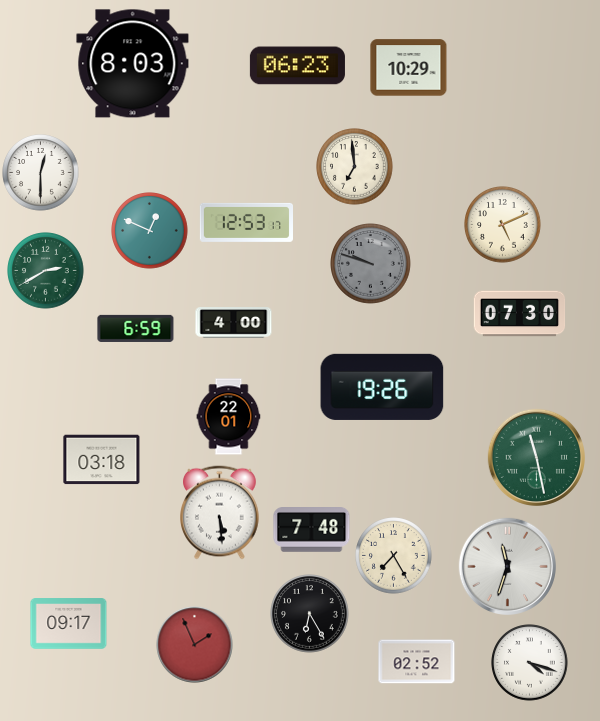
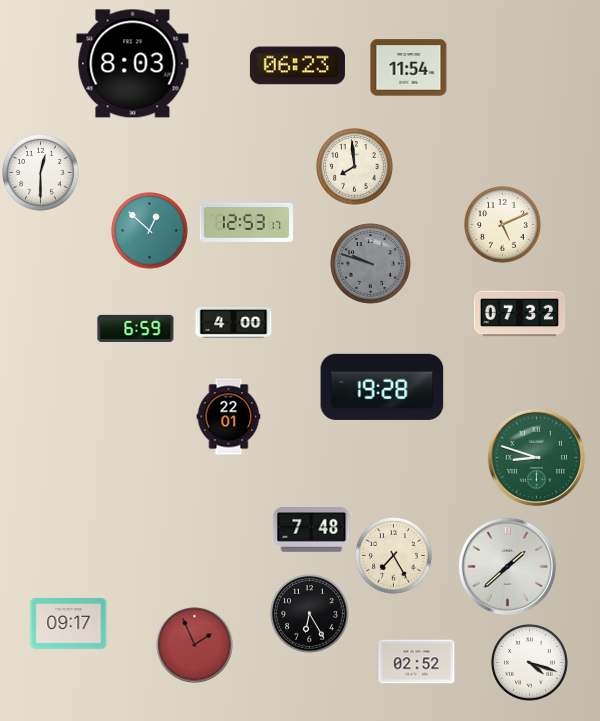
clock at (409, 68): 10:29 -> 11:54
clock at (355, 167): 6:59 -> 7:59
clock at (150, 231): 12:49 -> 12:52
clock at (46, 271): 2:40 -> none
clock at (520, 314): 07:30 -> 07:32
clock at (382, 387): 19:26 -> 19:28
clock at (536, 457): 11:28 -> 8:48
clock at (102, 460): 03:18 -> none
clock at (220, 513): 5:29 -> none
clock at (507, 566): 11:33 -> 1:38
